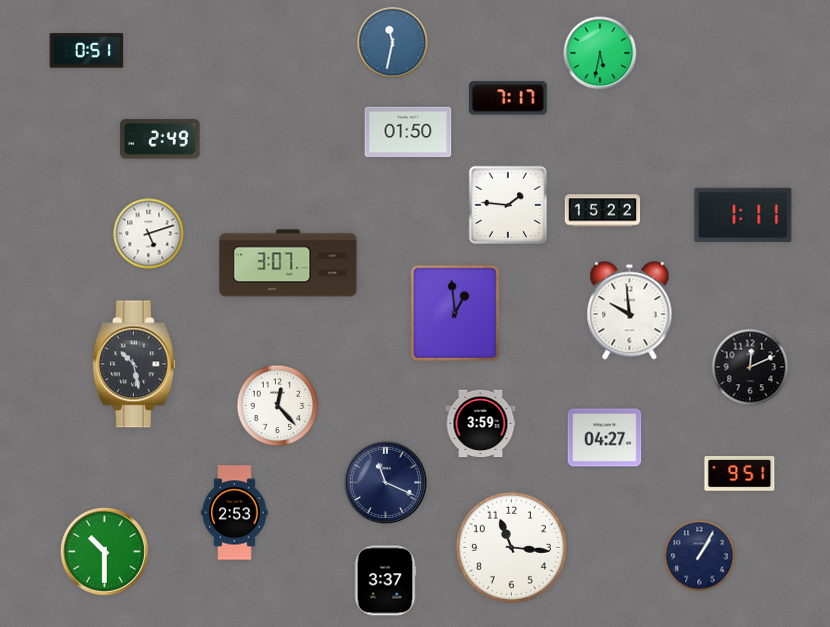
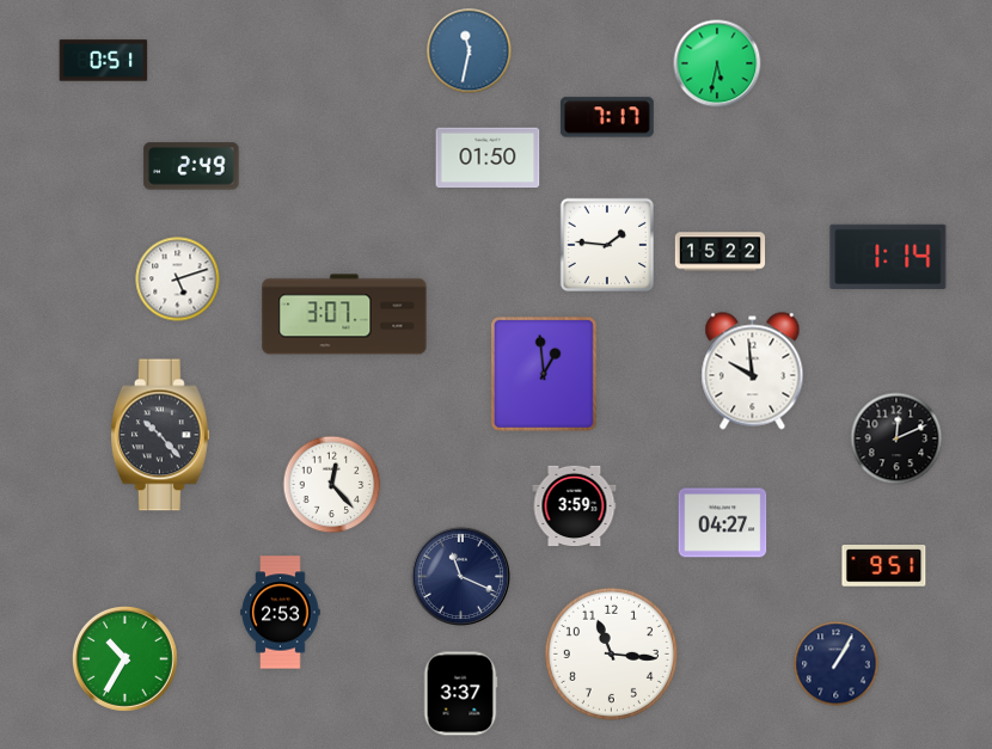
clock at (743, 215): 1:11 -> 1:14
clock at (134, 364): 10:28 -> 10:23
clock at (104, 551): 10:30 -> 10:35
